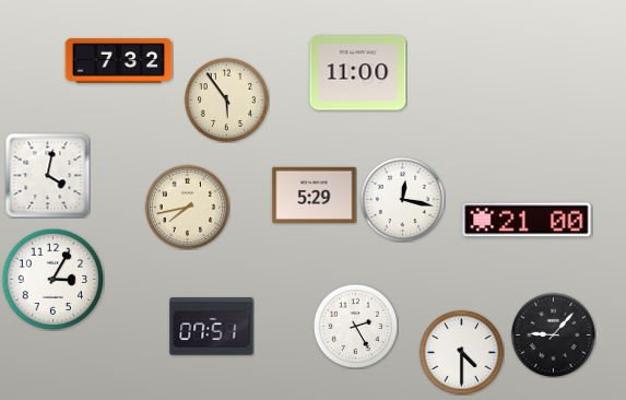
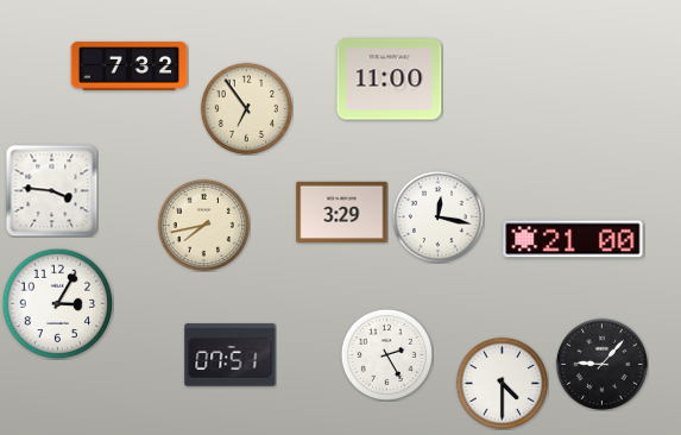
clock at (226, 99): 5:54 -> 6:54
clock at (47, 175): 4:02 -> 3:46
clock at (315, 195): 5:29 -> 3:29
